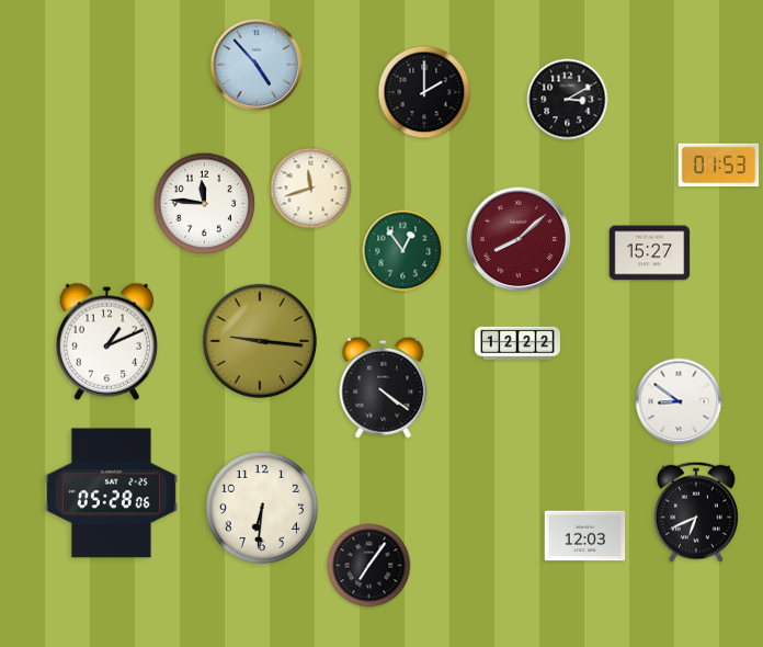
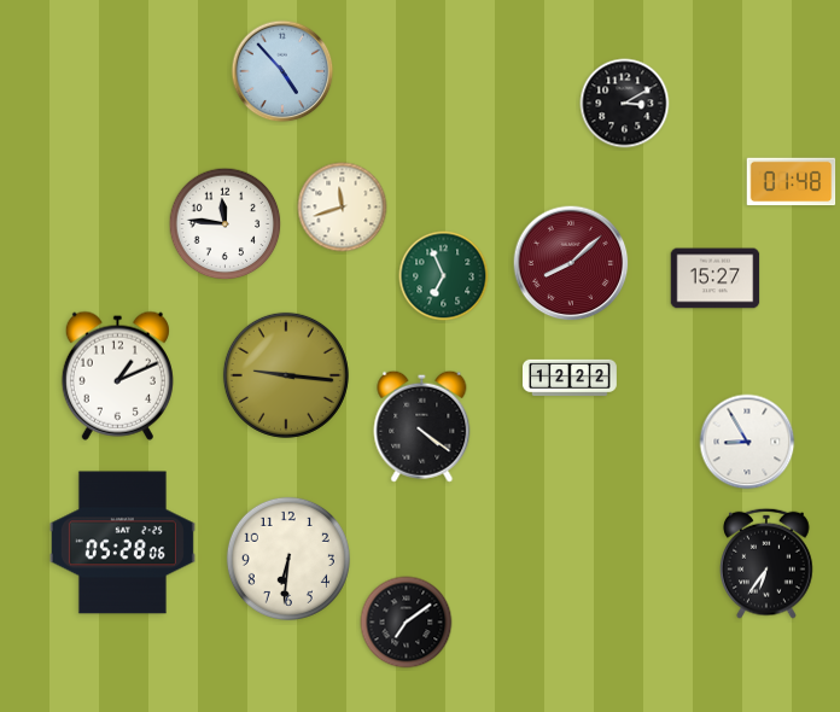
clock at (424, 92): 2:00 -> none
clock at (568, 100) position: (568, 100) -> (625, 104)
clock at (719, 166): 01:53 -> 01:48
clock at (403, 251): 12:54 -> 6:56
clock at (679, 401): 8:51 -> 8:55
clock at (696, 512): 6:41 -> 6:36
clock at (585, 536): 12:03 -> none
clock at (369, 566): 7:06 -> 7:09
